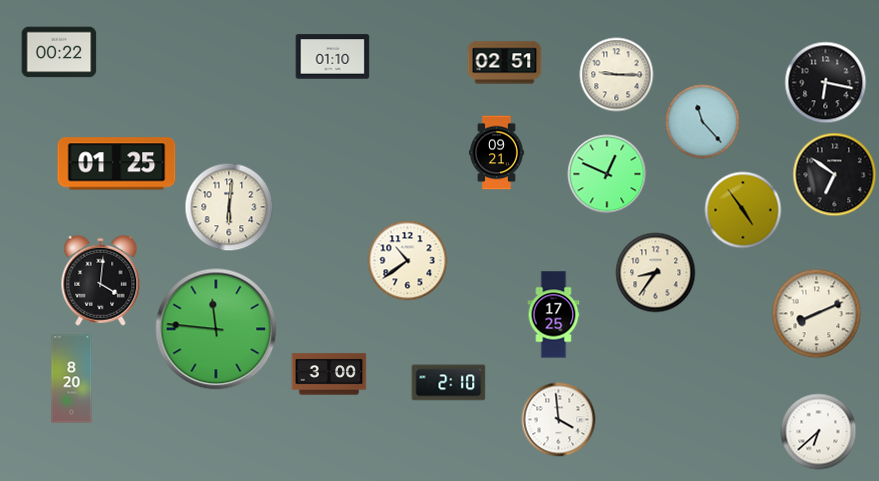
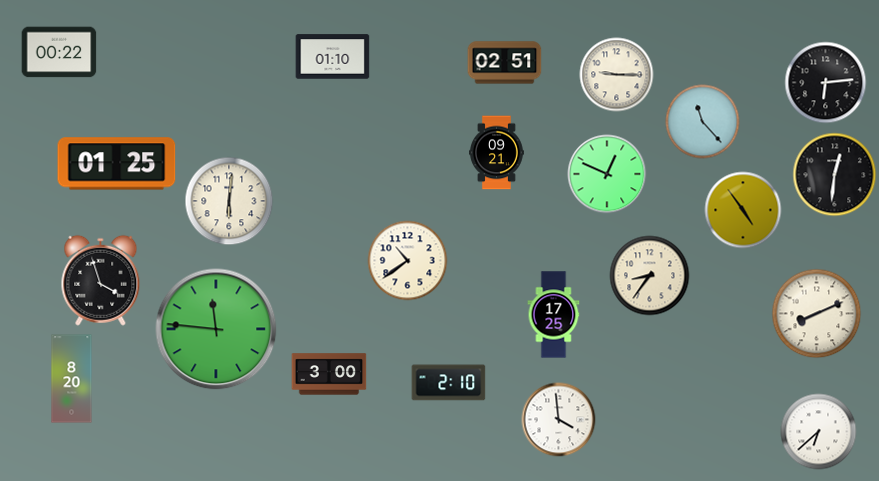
clock at (826, 83): 6:17 -> 6:14
clock at (835, 175): 6:51 -> 12:31
clock at (229, 207) position: (229, 207) -> (229, 201)
clock at (656, 273) position: (656, 273) -> (650, 276)
clock at (101, 280): 4:01 -> 3:57
